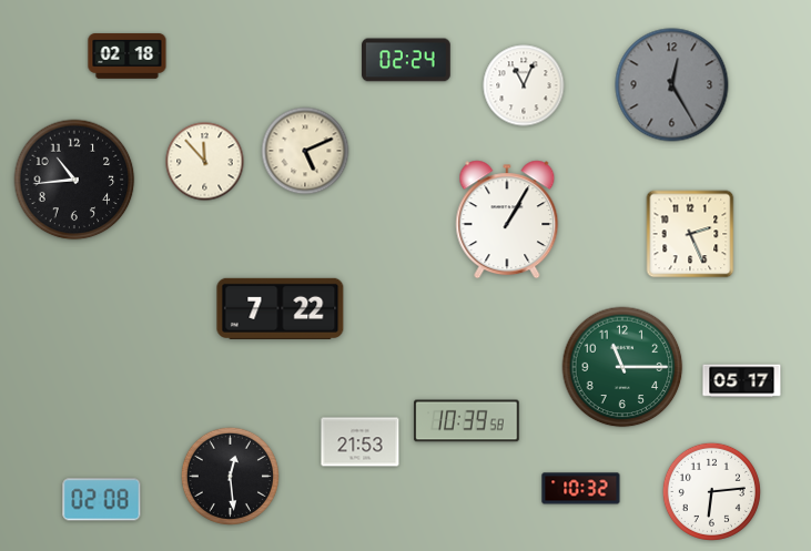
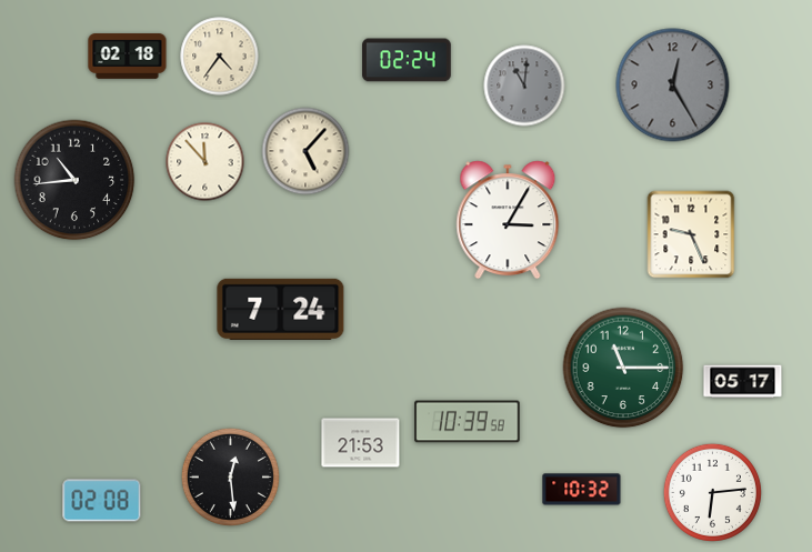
clock at (220, 57): none -> 4:36
clock at (524, 85): 11:04 -> 11:01
clock at (524, 85) dial: white -> grey
clock at (305, 151): 5:11 -> 5:07
clock at (507, 220): 1:05 -> 3:05
clock at (690, 234): 2:26 -> 9:26
clock at (281, 308): 7:22 -> 7:24
